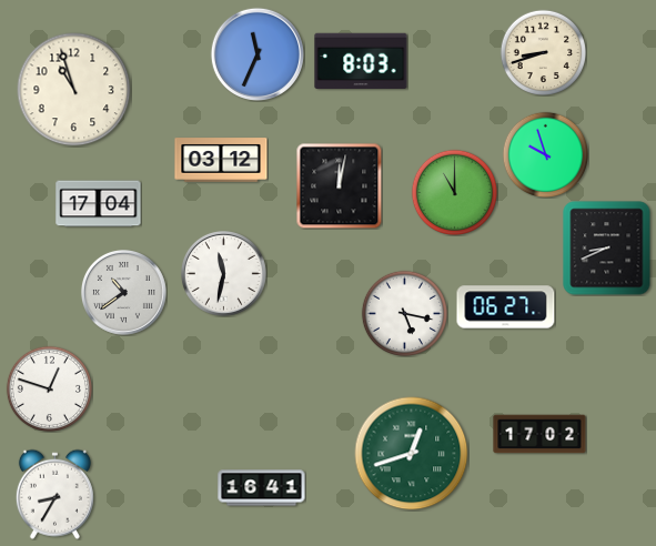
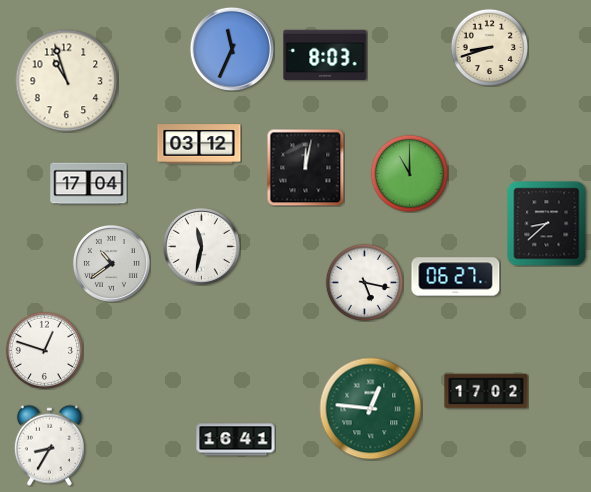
clock at (545, 154): 9:57 -> none
clock at (607, 249): 8:41 -> 8:38
clock at (412, 454): 12:42 -> 12:46
